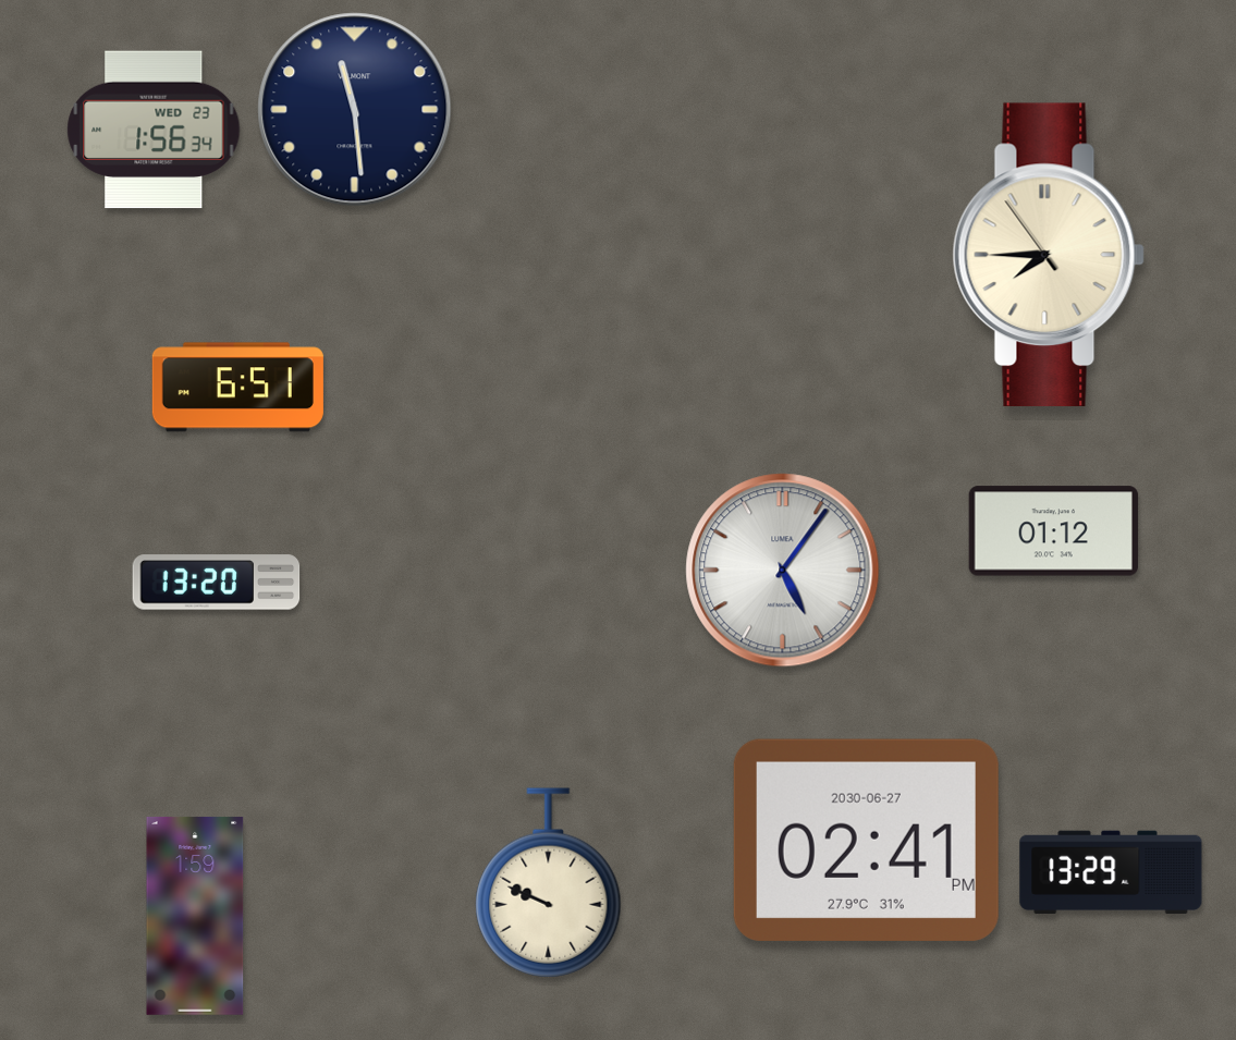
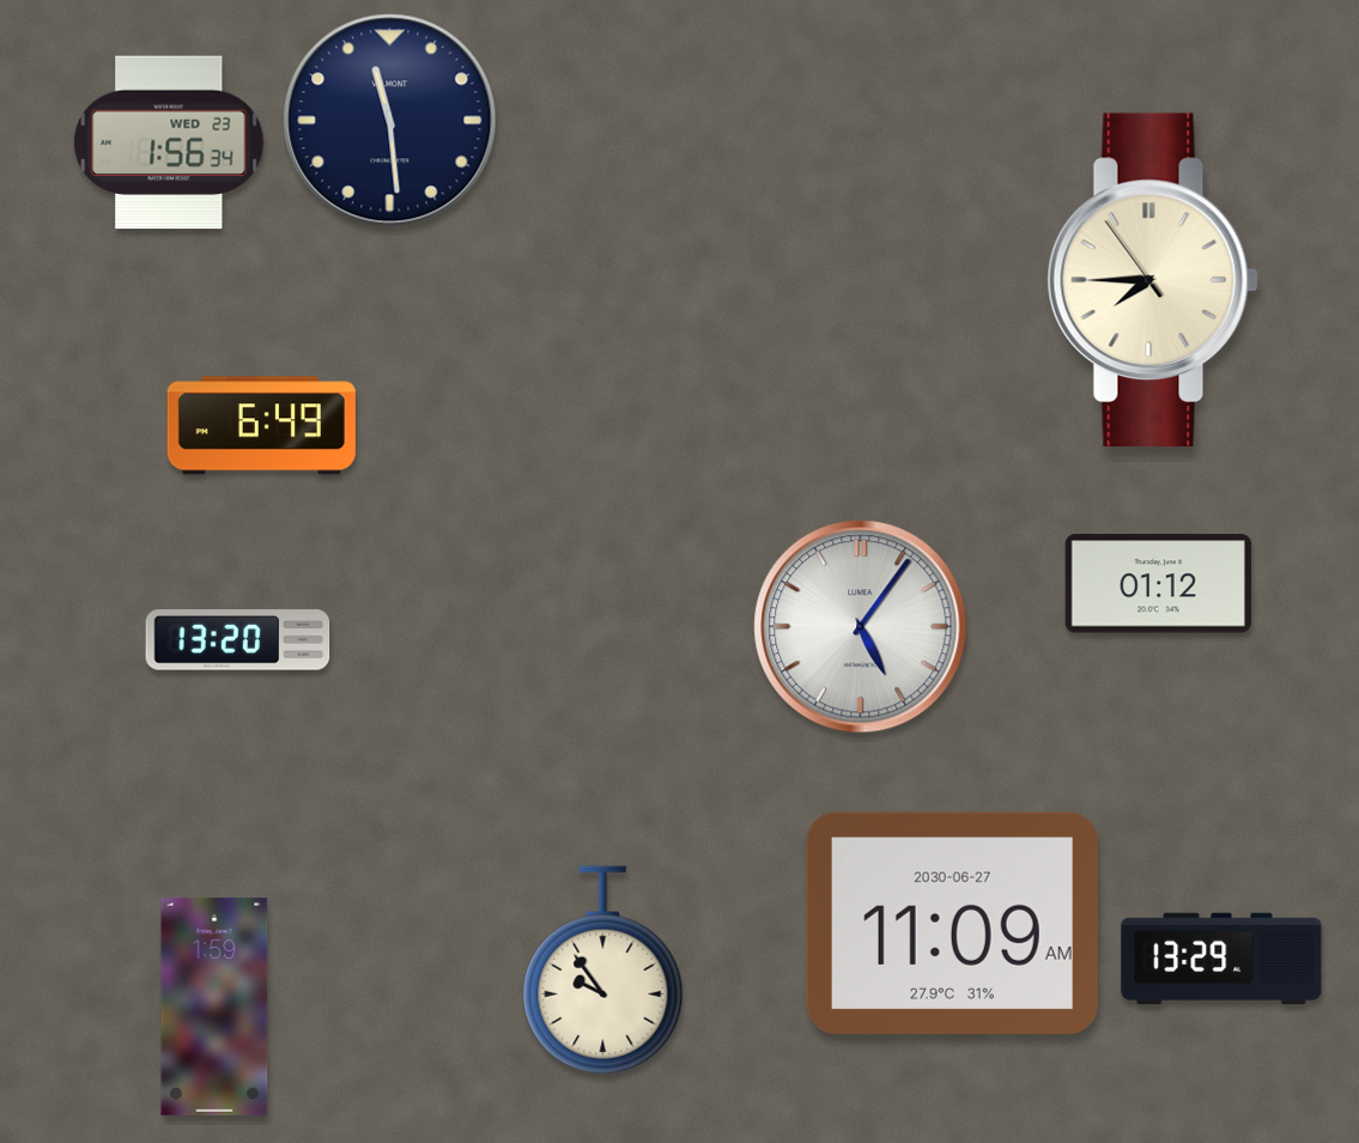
clock at (237, 388): 6:51 -> 6:49
clock at (866, 840): 02:41 -> 11:09
clock at (549, 883): 9:49 -> 9:54
